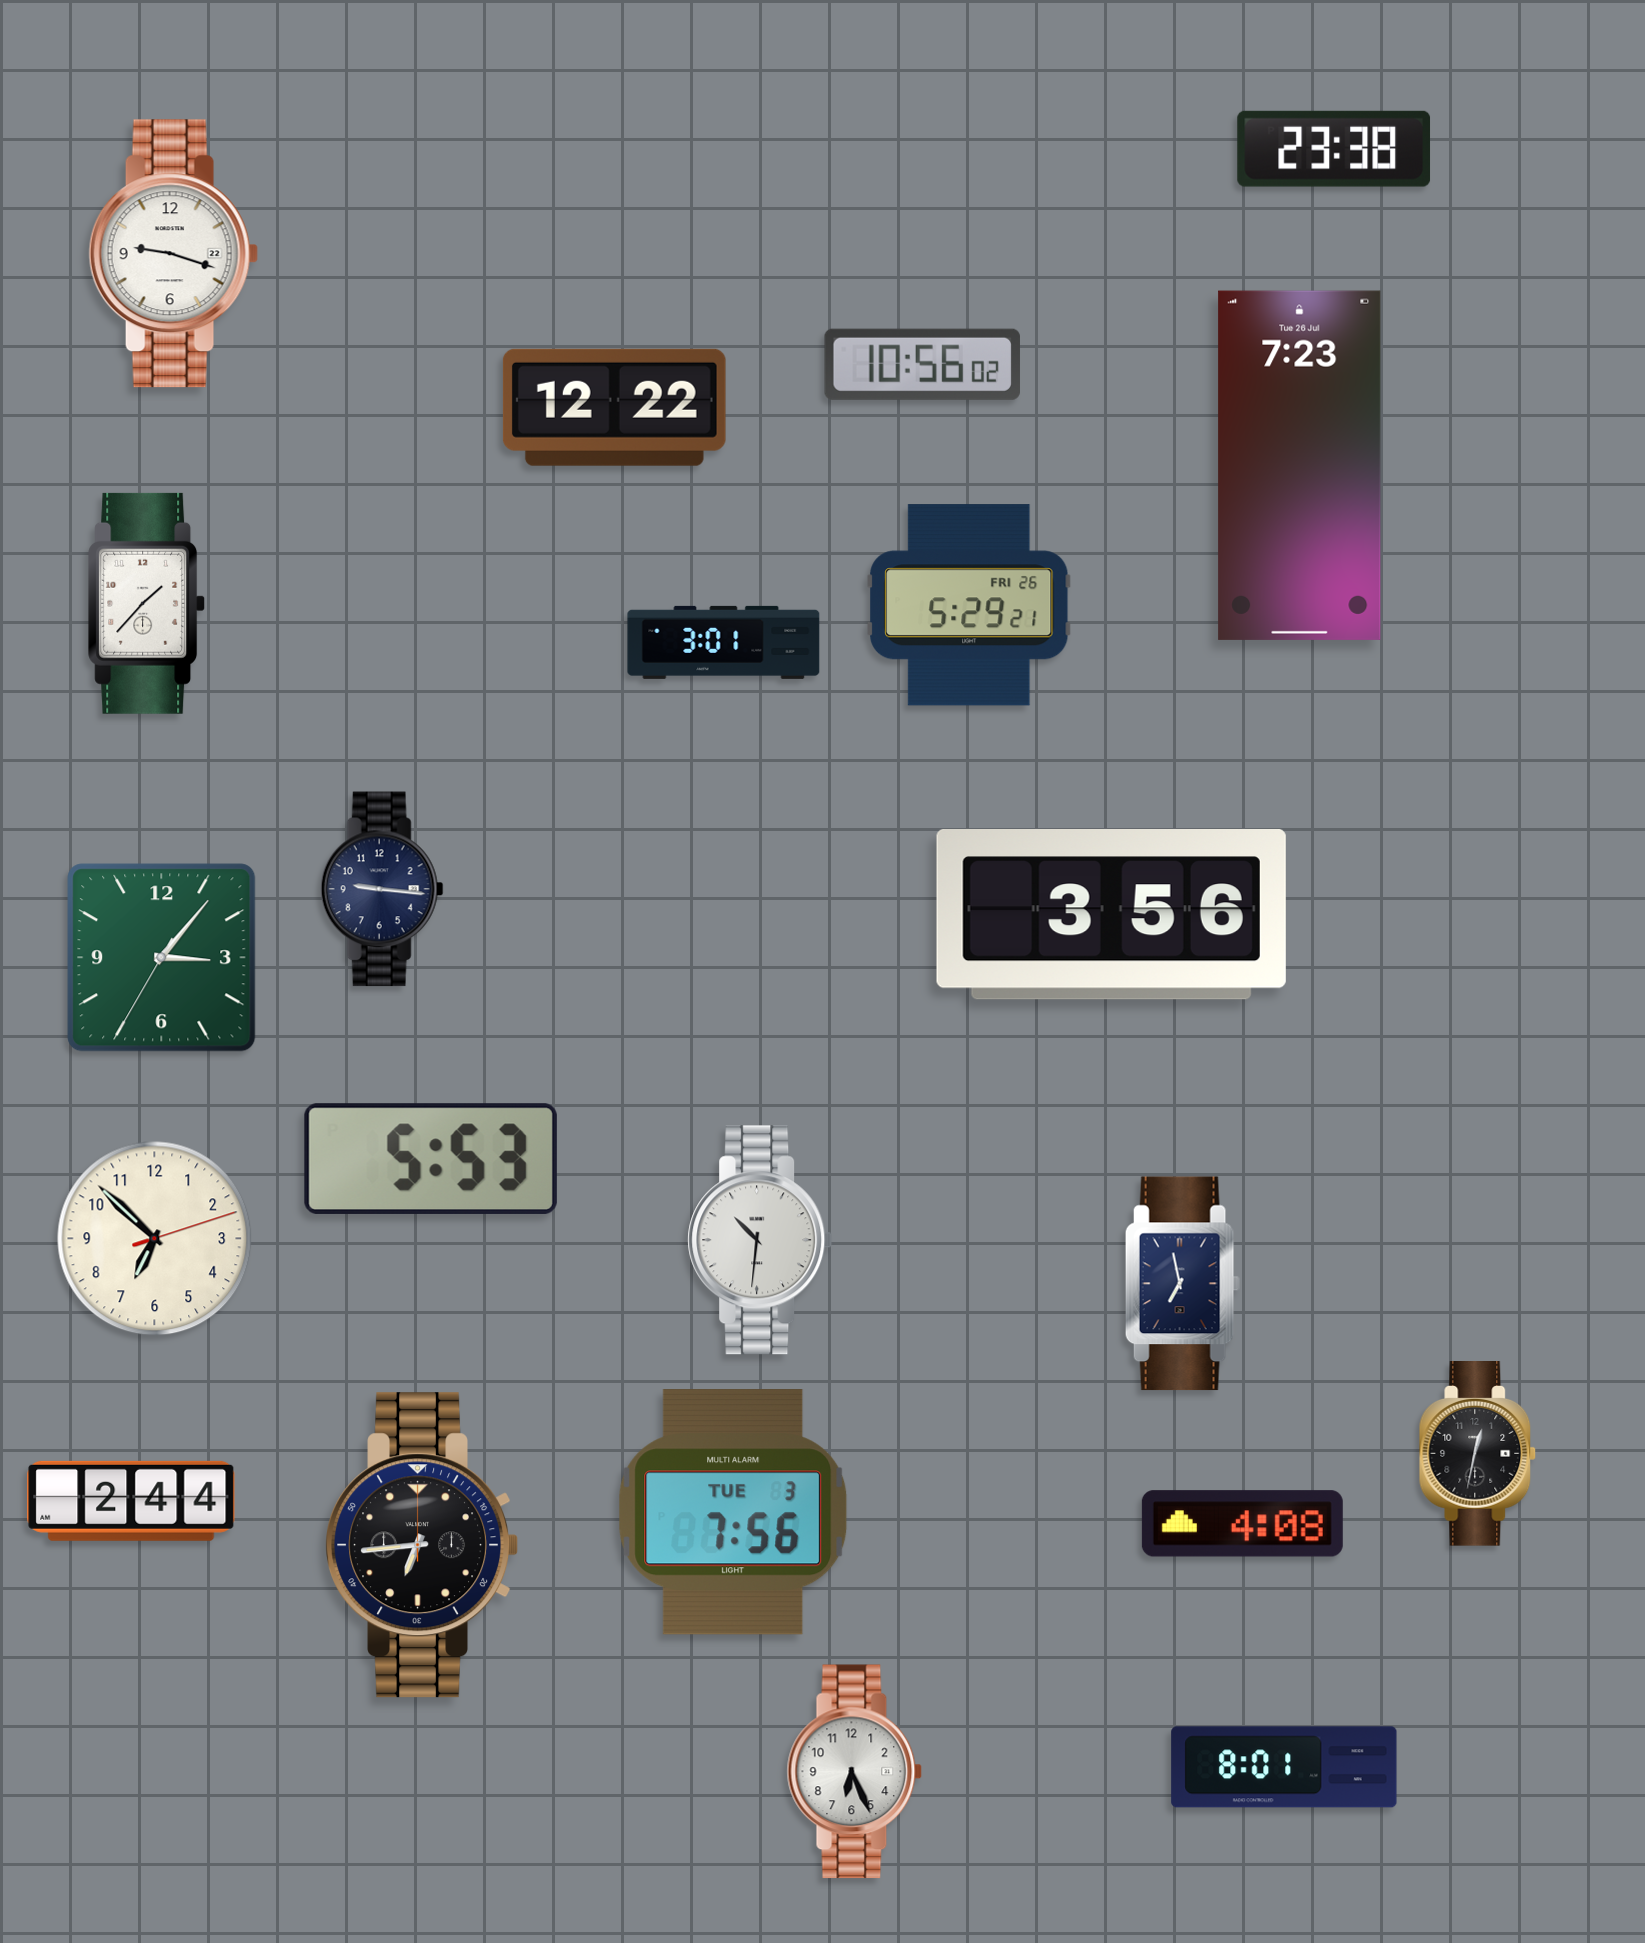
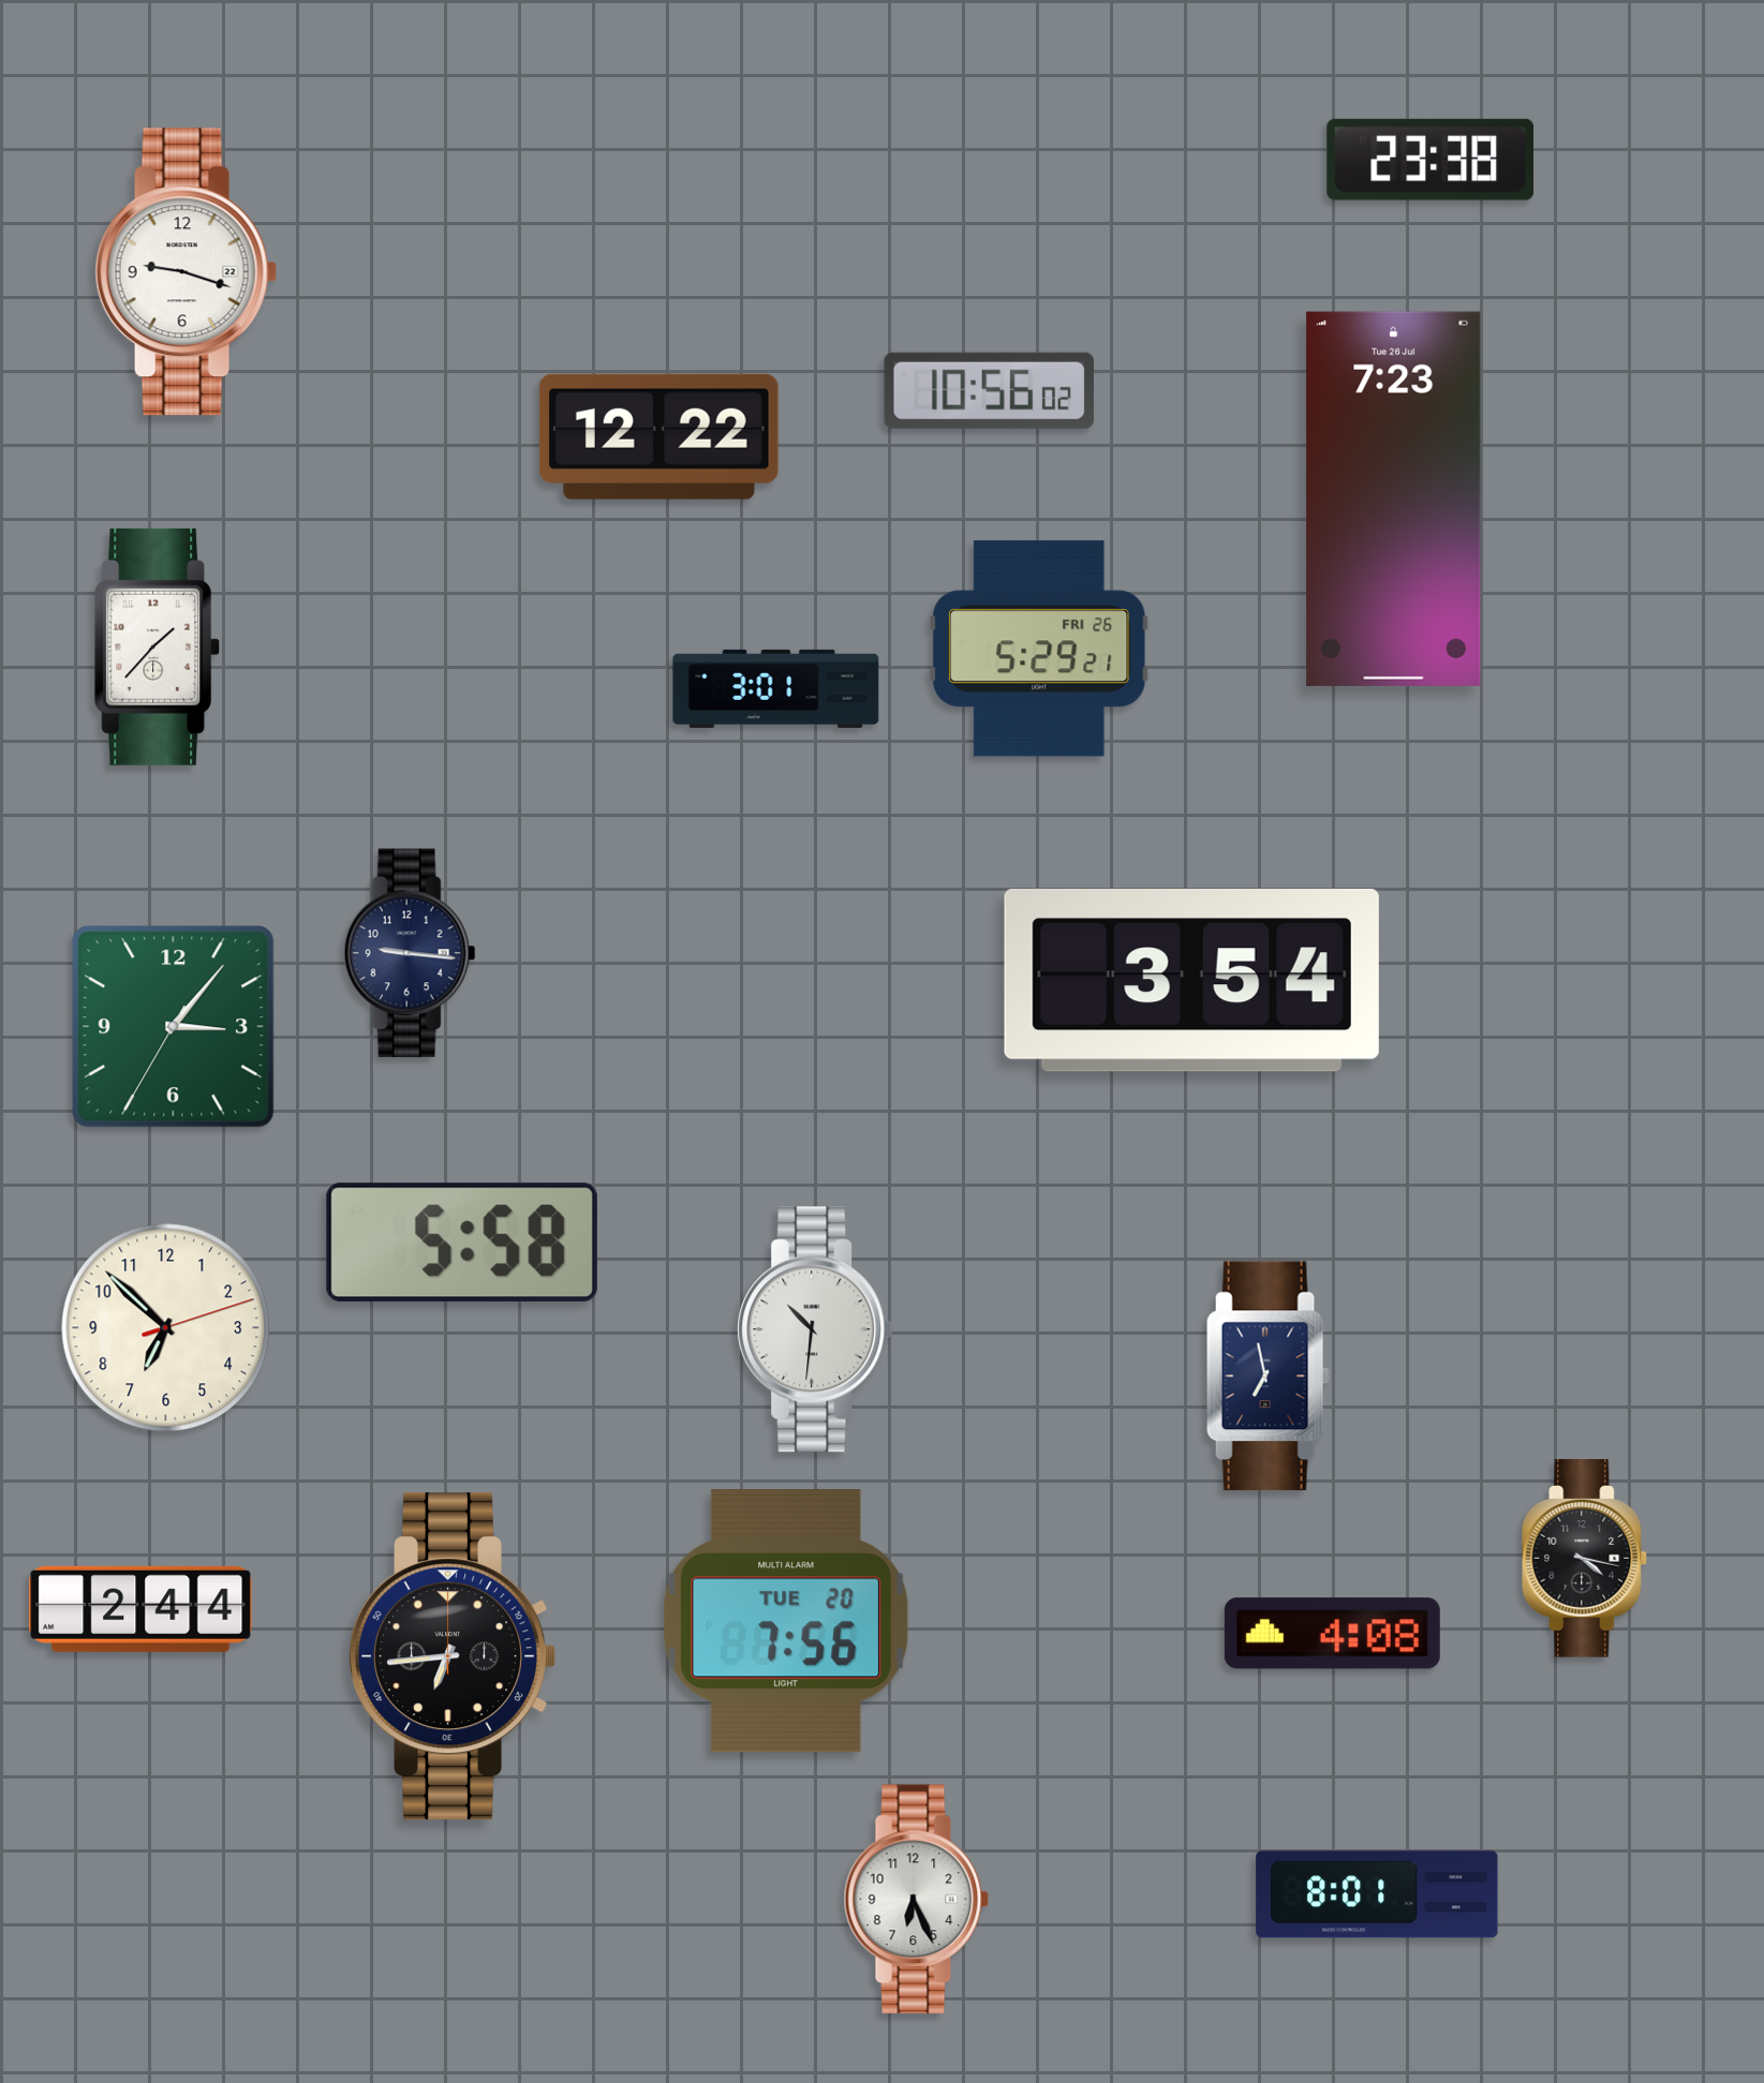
clock at (1111, 914): 3:56 -> 3:54
clock at (431, 1159): 5:53 -> 5:58
clock at (1478, 1454): 12:32 -> 4:17
clock at (733, 1512) date: TUE 3 -> TUE 20
